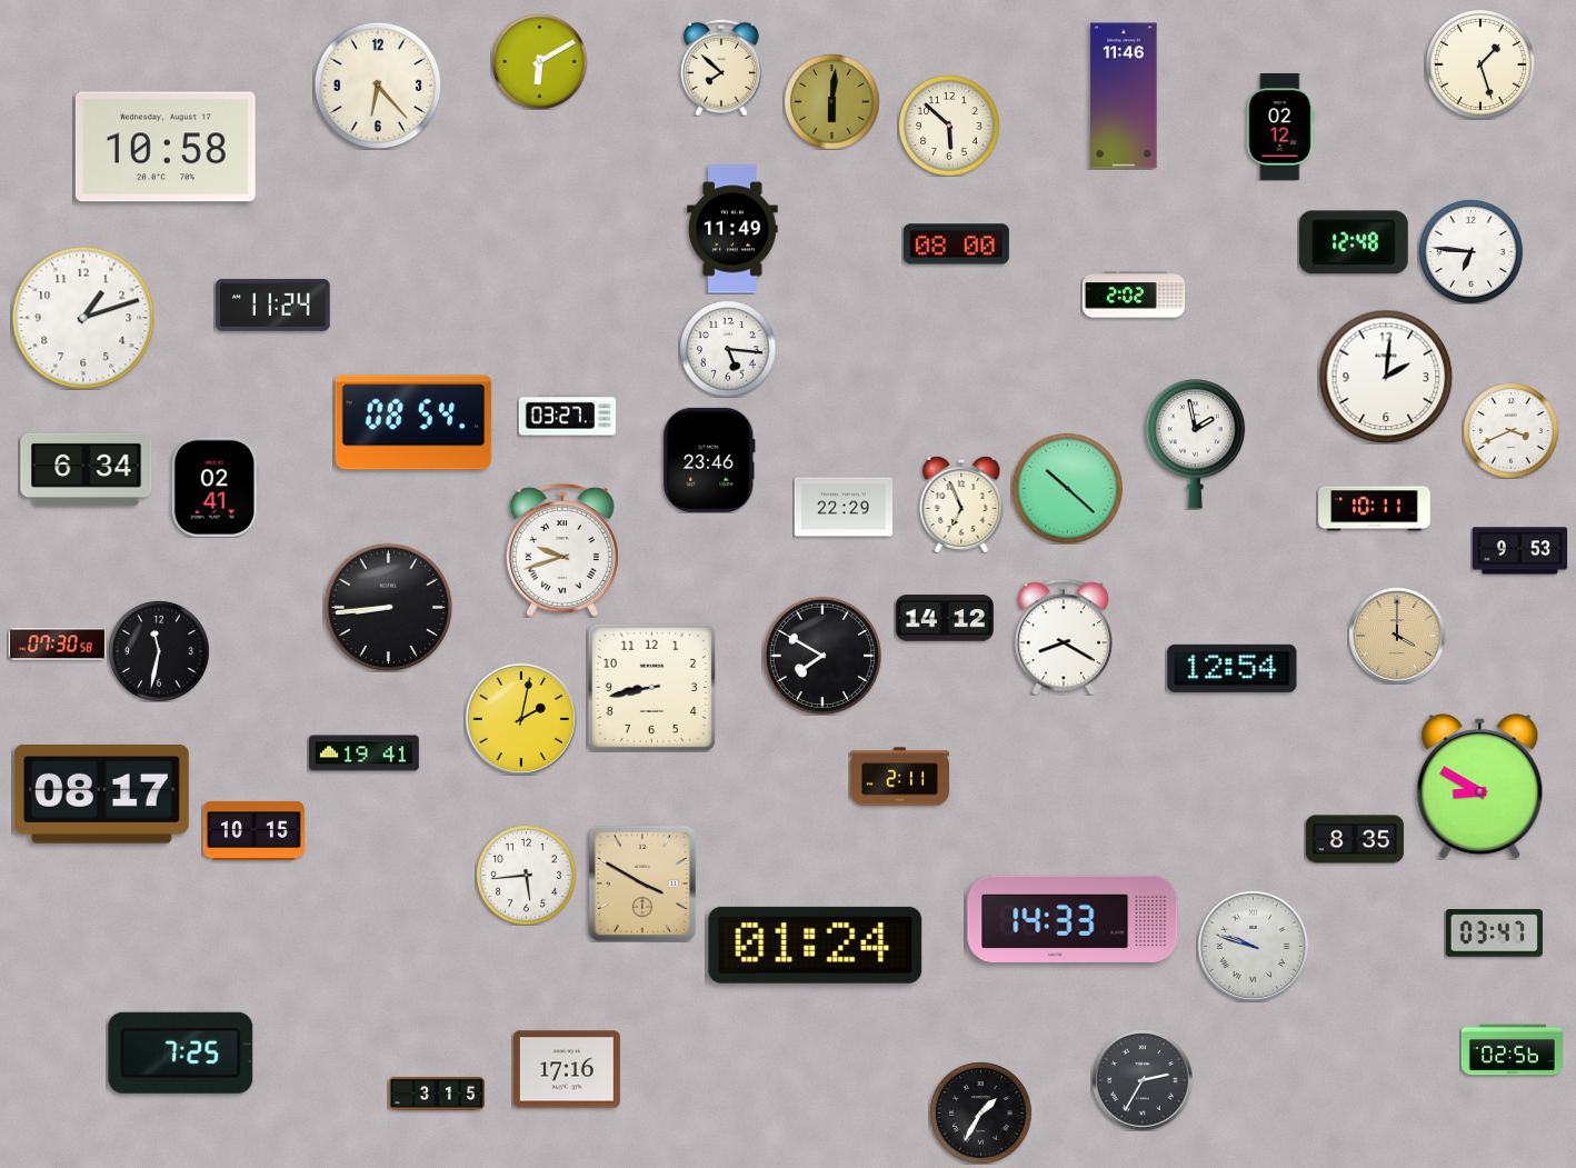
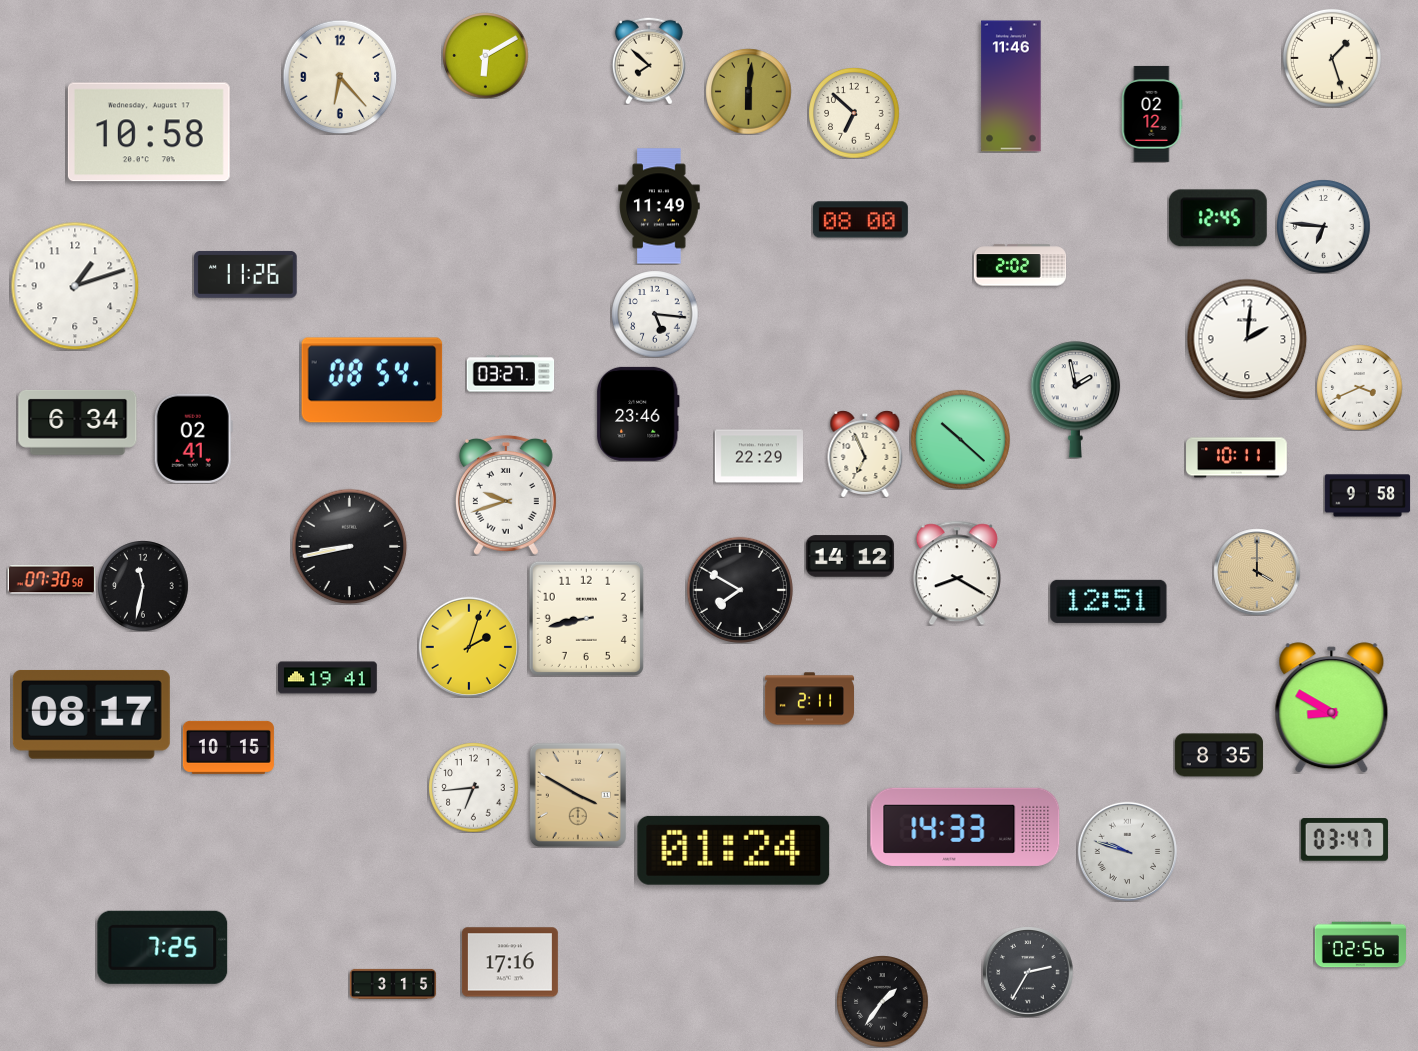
clock at (949, 126): 5:52 -> 6:52
clock at (1354, 242): 12:48 -> 12:45
clock at (273, 305): 11:24 -> 11:26
clock at (1519, 551): 9:53 -> 9:58
clock at (388, 607): 8:44 -> 8:43
clock at (1233, 668): 12:54 -> 12:51
clock at (520, 718): 2:02 -> 2:03
clock at (526, 875): 5:44 -> 6:44
clock at (980, 1112): 1:35 -> 1:36
